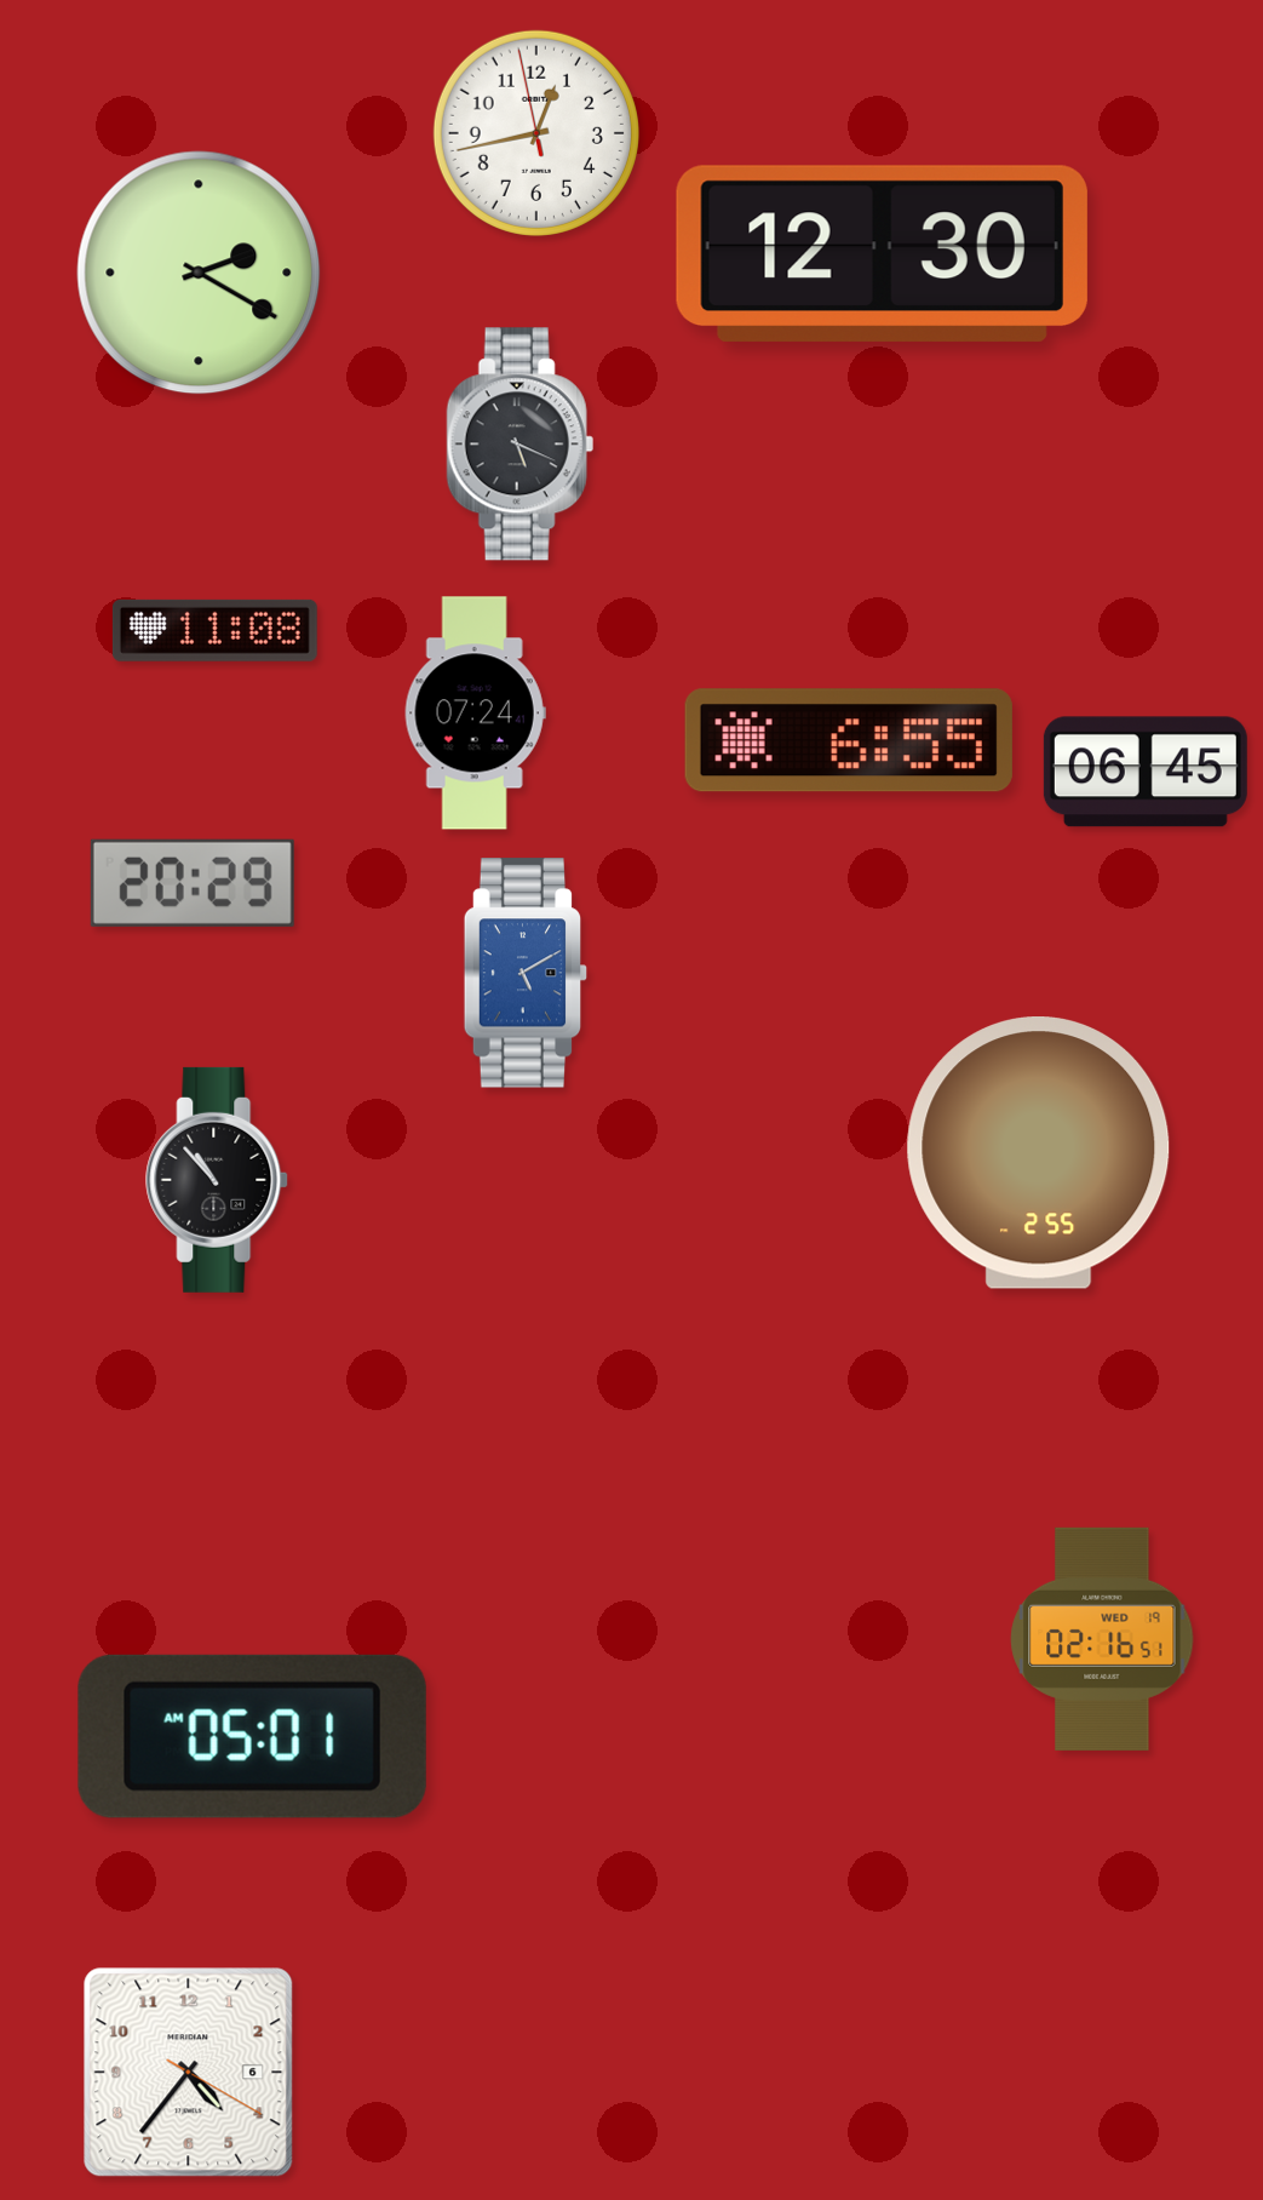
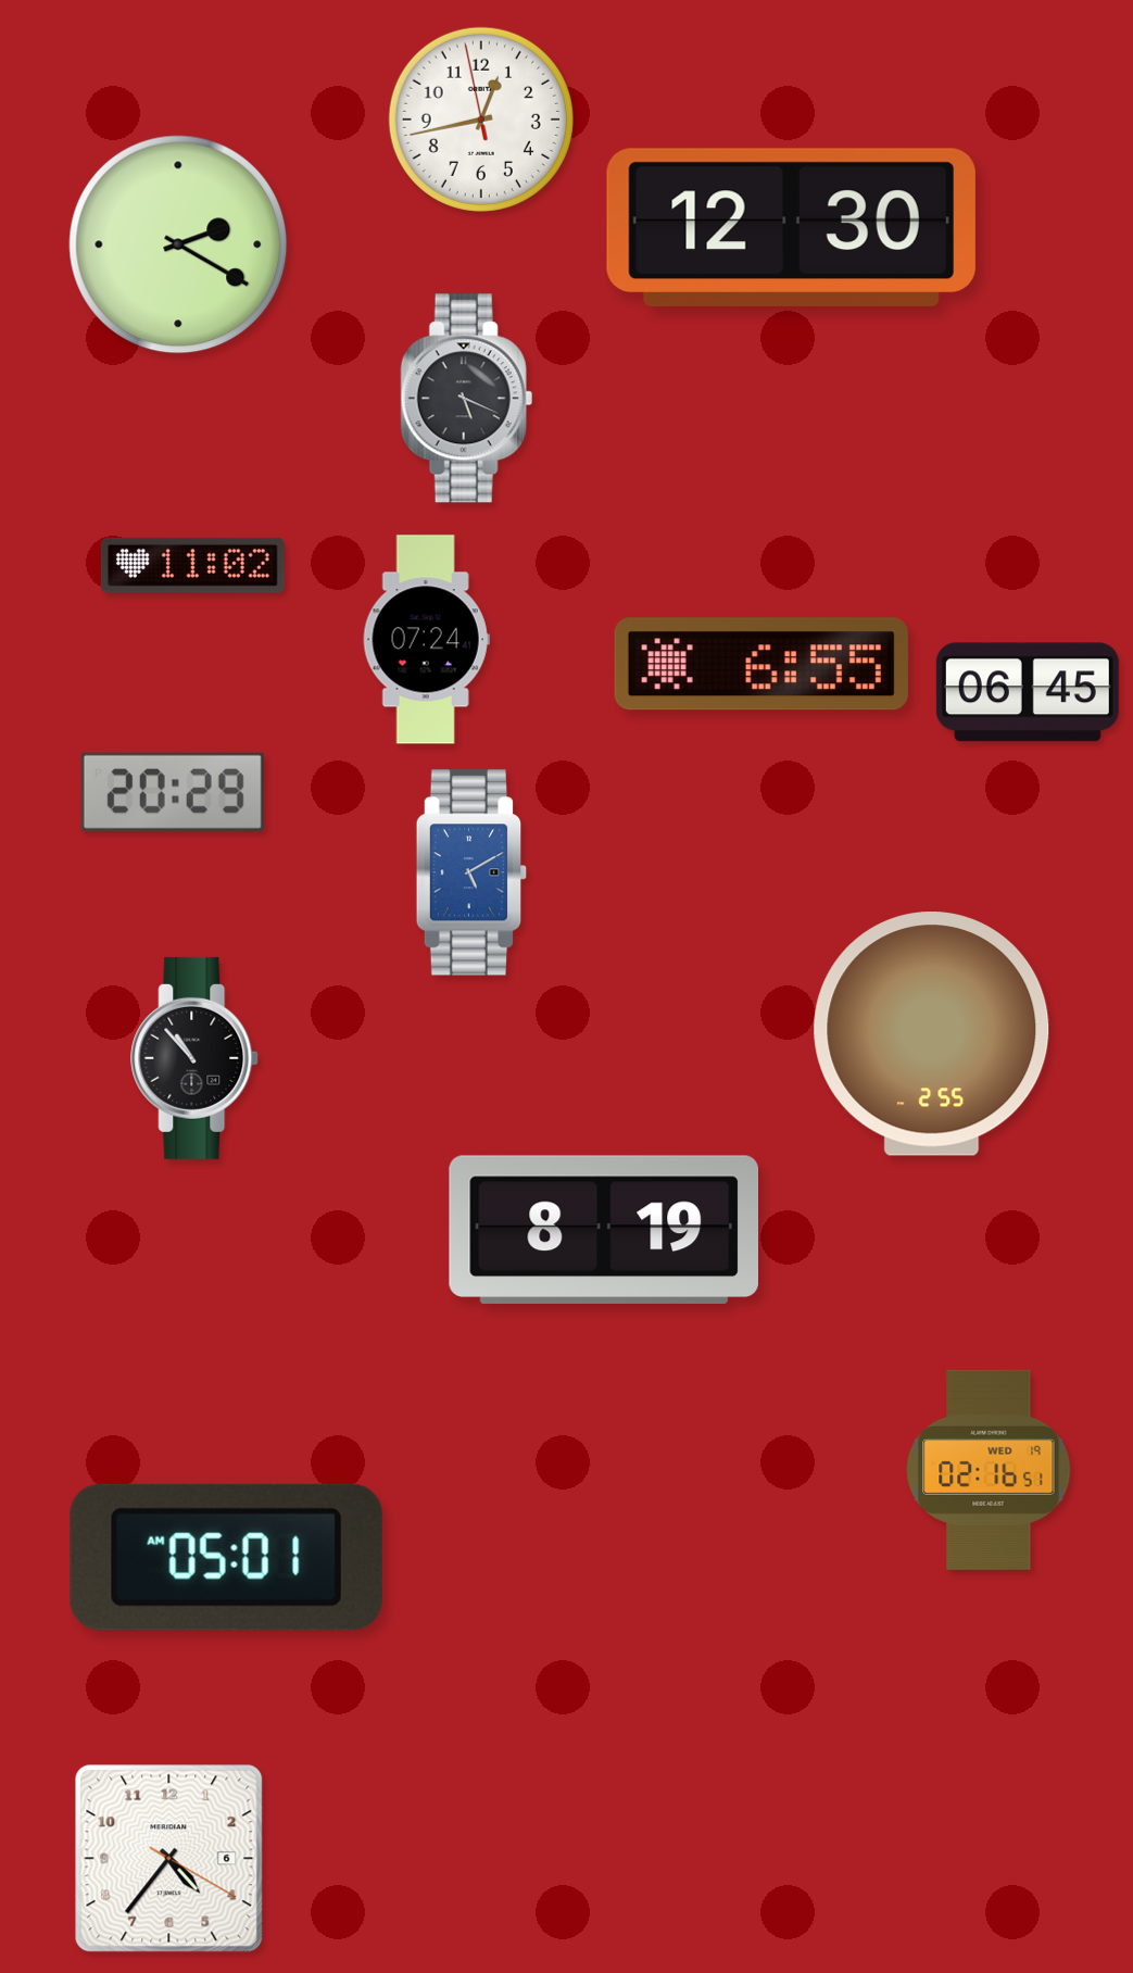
clock at (214, 630): 11:08 -> 11:02
clock at (603, 1230): none -> 8:19
